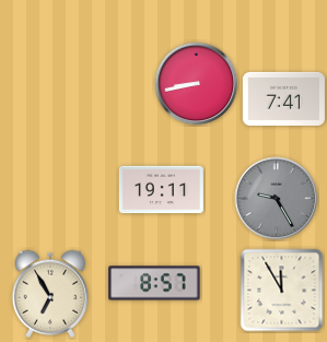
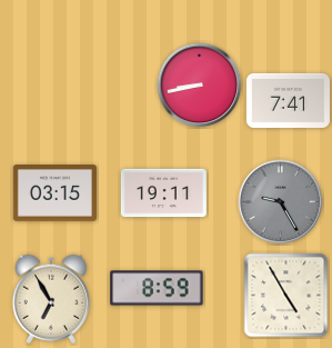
clock at (54, 193): none -> 03:15
clock at (154, 283): 8:57 -> 8:59
clock at (282, 291): 11:55 -> 4:55
